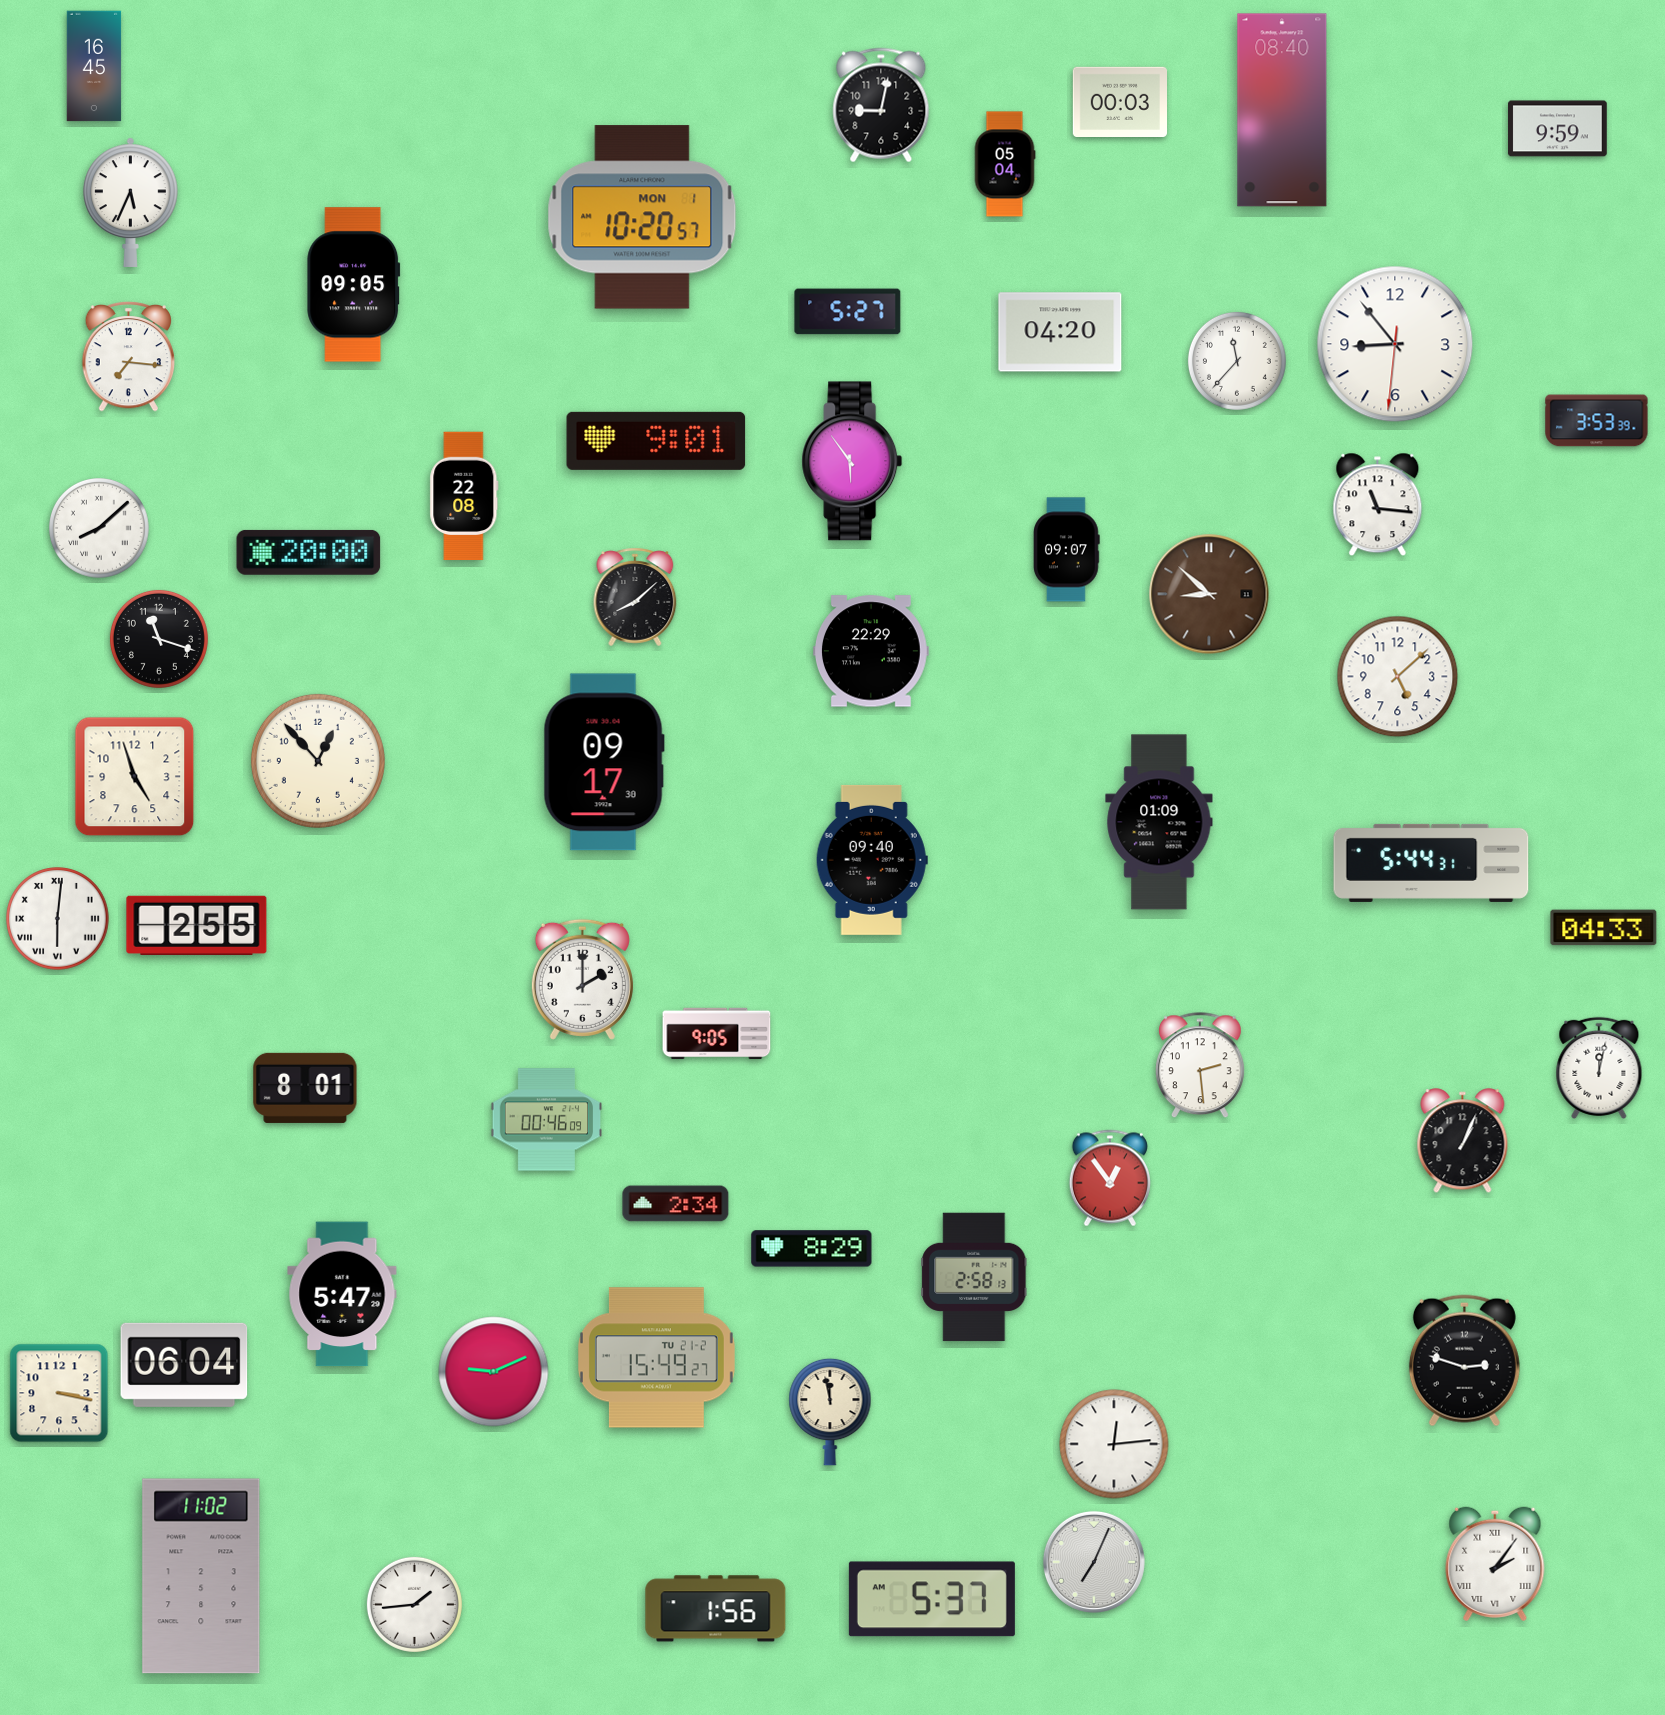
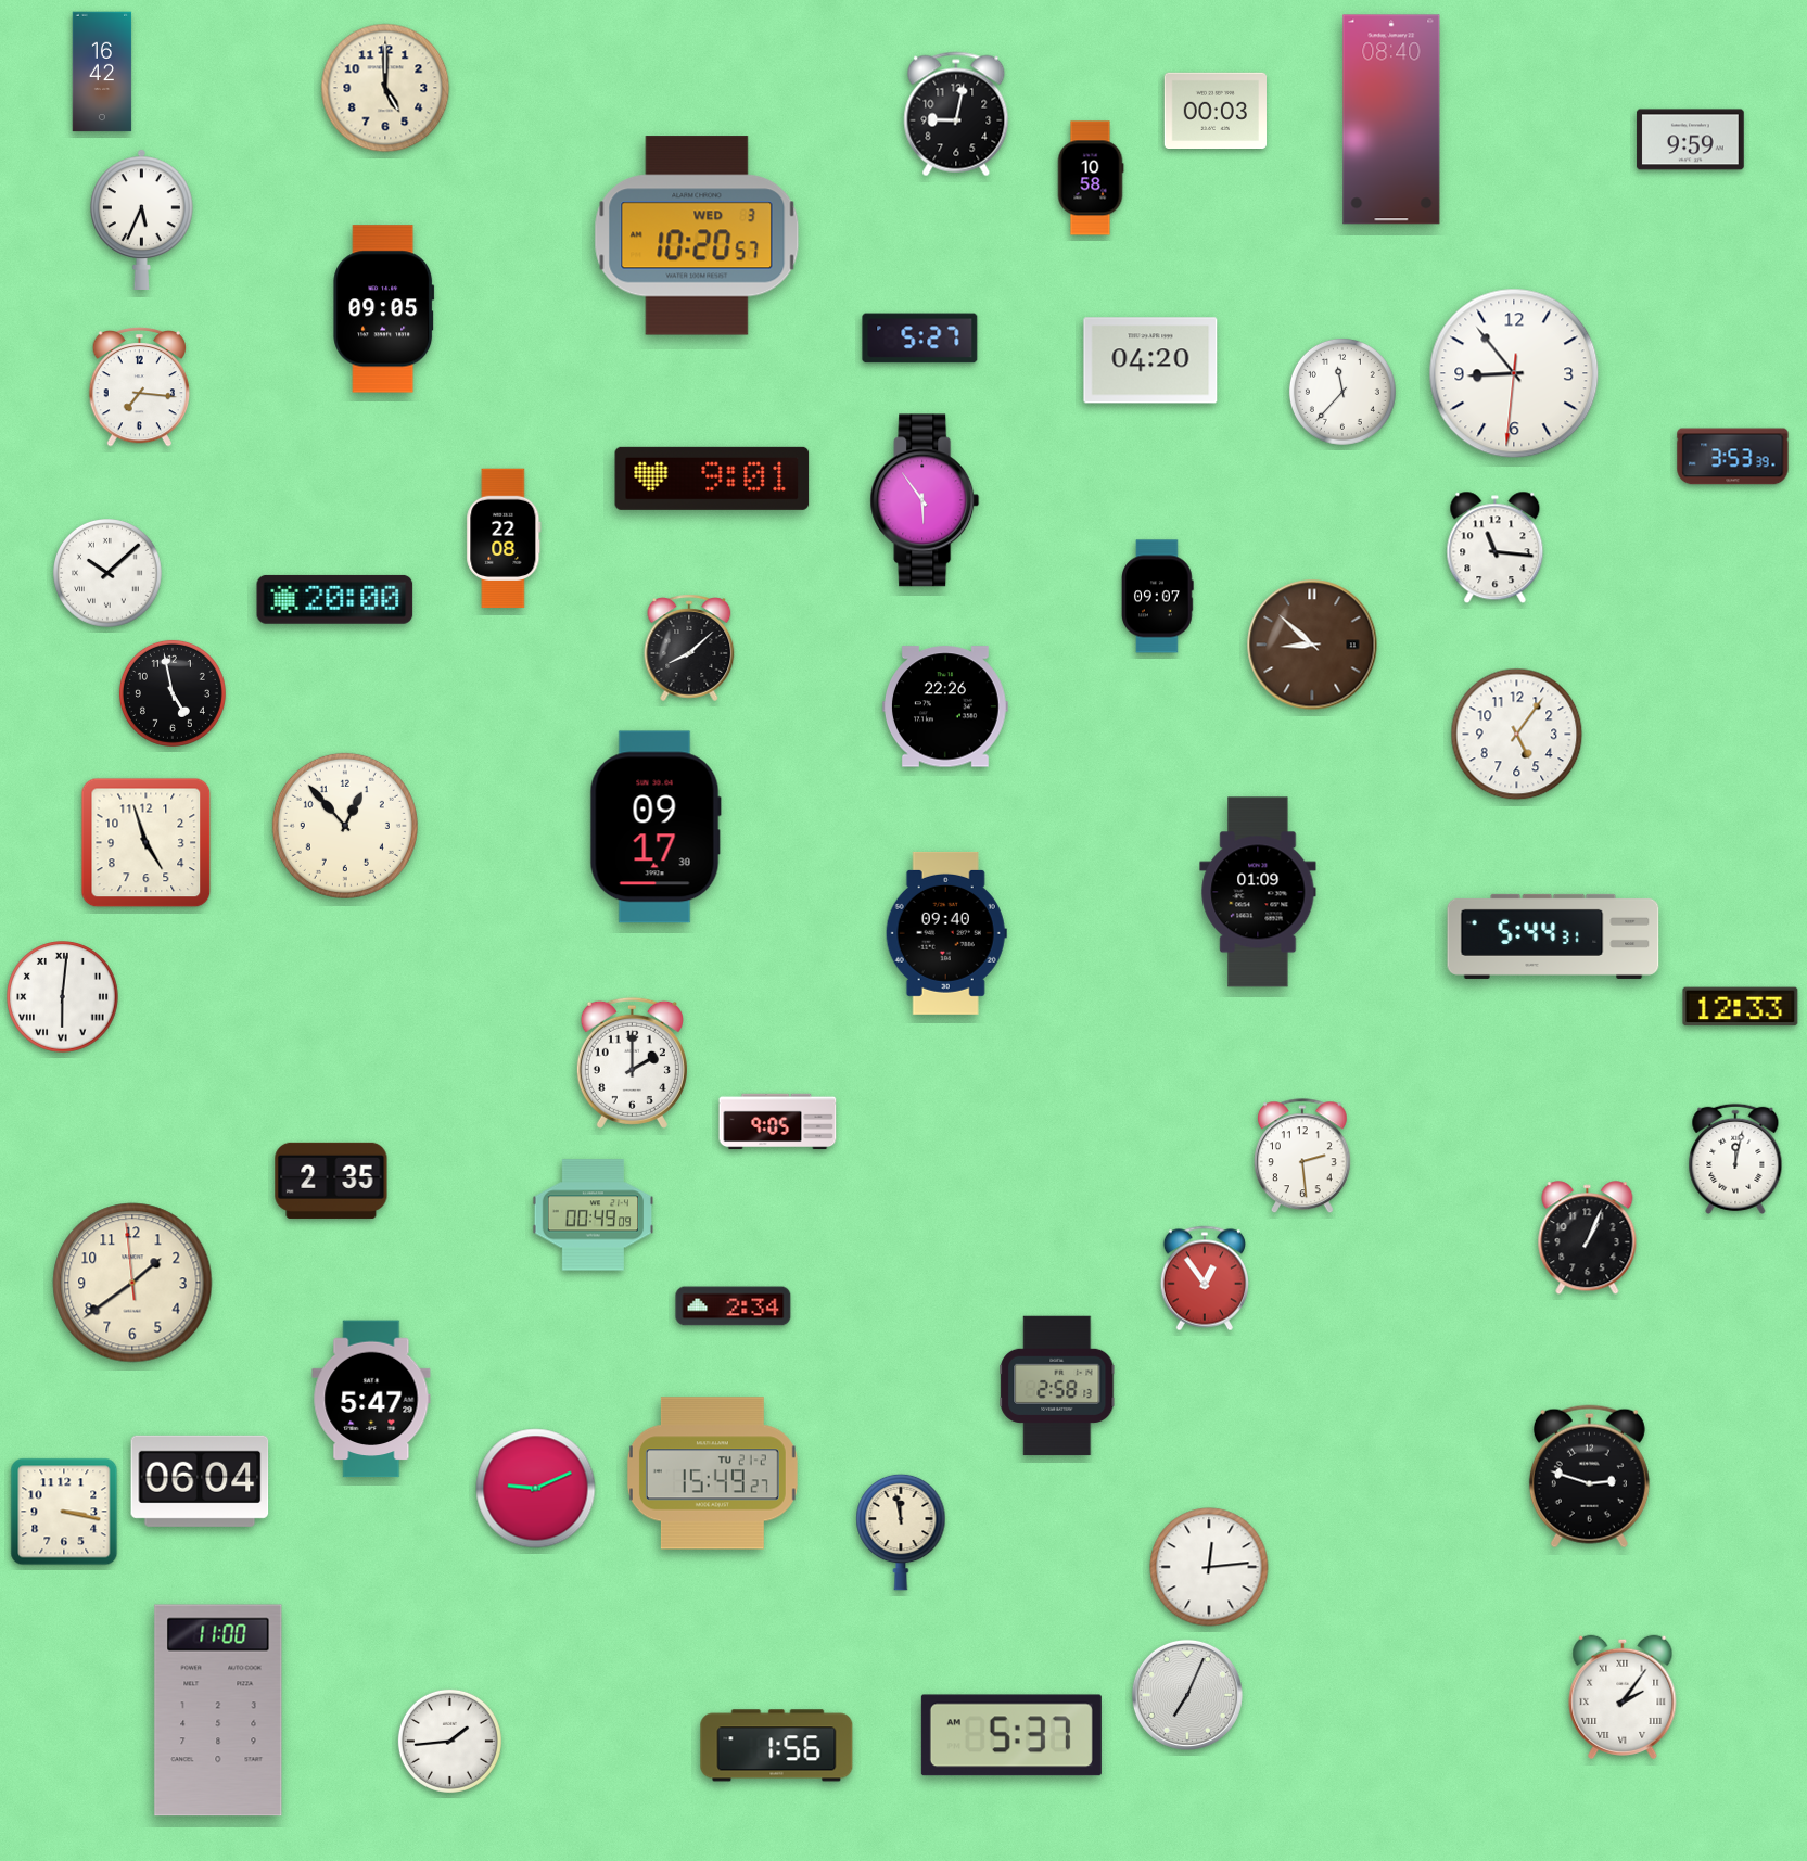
clock at (94, 66): 16:45 -> 16:42
clock at (385, 88): none -> 5:00
clock at (1005, 164): 05:04 -> 10:58
clock at (642, 217) date: MON 1 -> WED 3
clock at (100, 529): 8:08 -> 10:08
clock at (159, 639): 11:18 -> 4:58
clock at (872, 651): 22:29 -> 22:26
clock at (1398, 677): 5:08 -> 5:06
clock at (197, 925): 2:55 -> none
clock at (1604, 928): 04:33 -> 12:33
clock at (305, 1088): 8:01 -> 2:35
clock at (547, 1120): 00:46 -> 00:49
clock at (132, 1283): none -> 1:38
clock at (812, 1249): 8:29 -> none
clock at (342, 1294) position: (342, 1294) -> (371, 1399)
clock at (201, 1576): 11:02 -> 11:00
